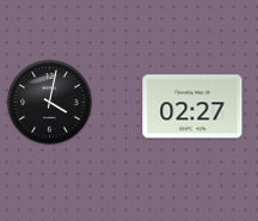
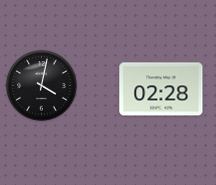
clock at (192, 106): 02:27 -> 02:28
